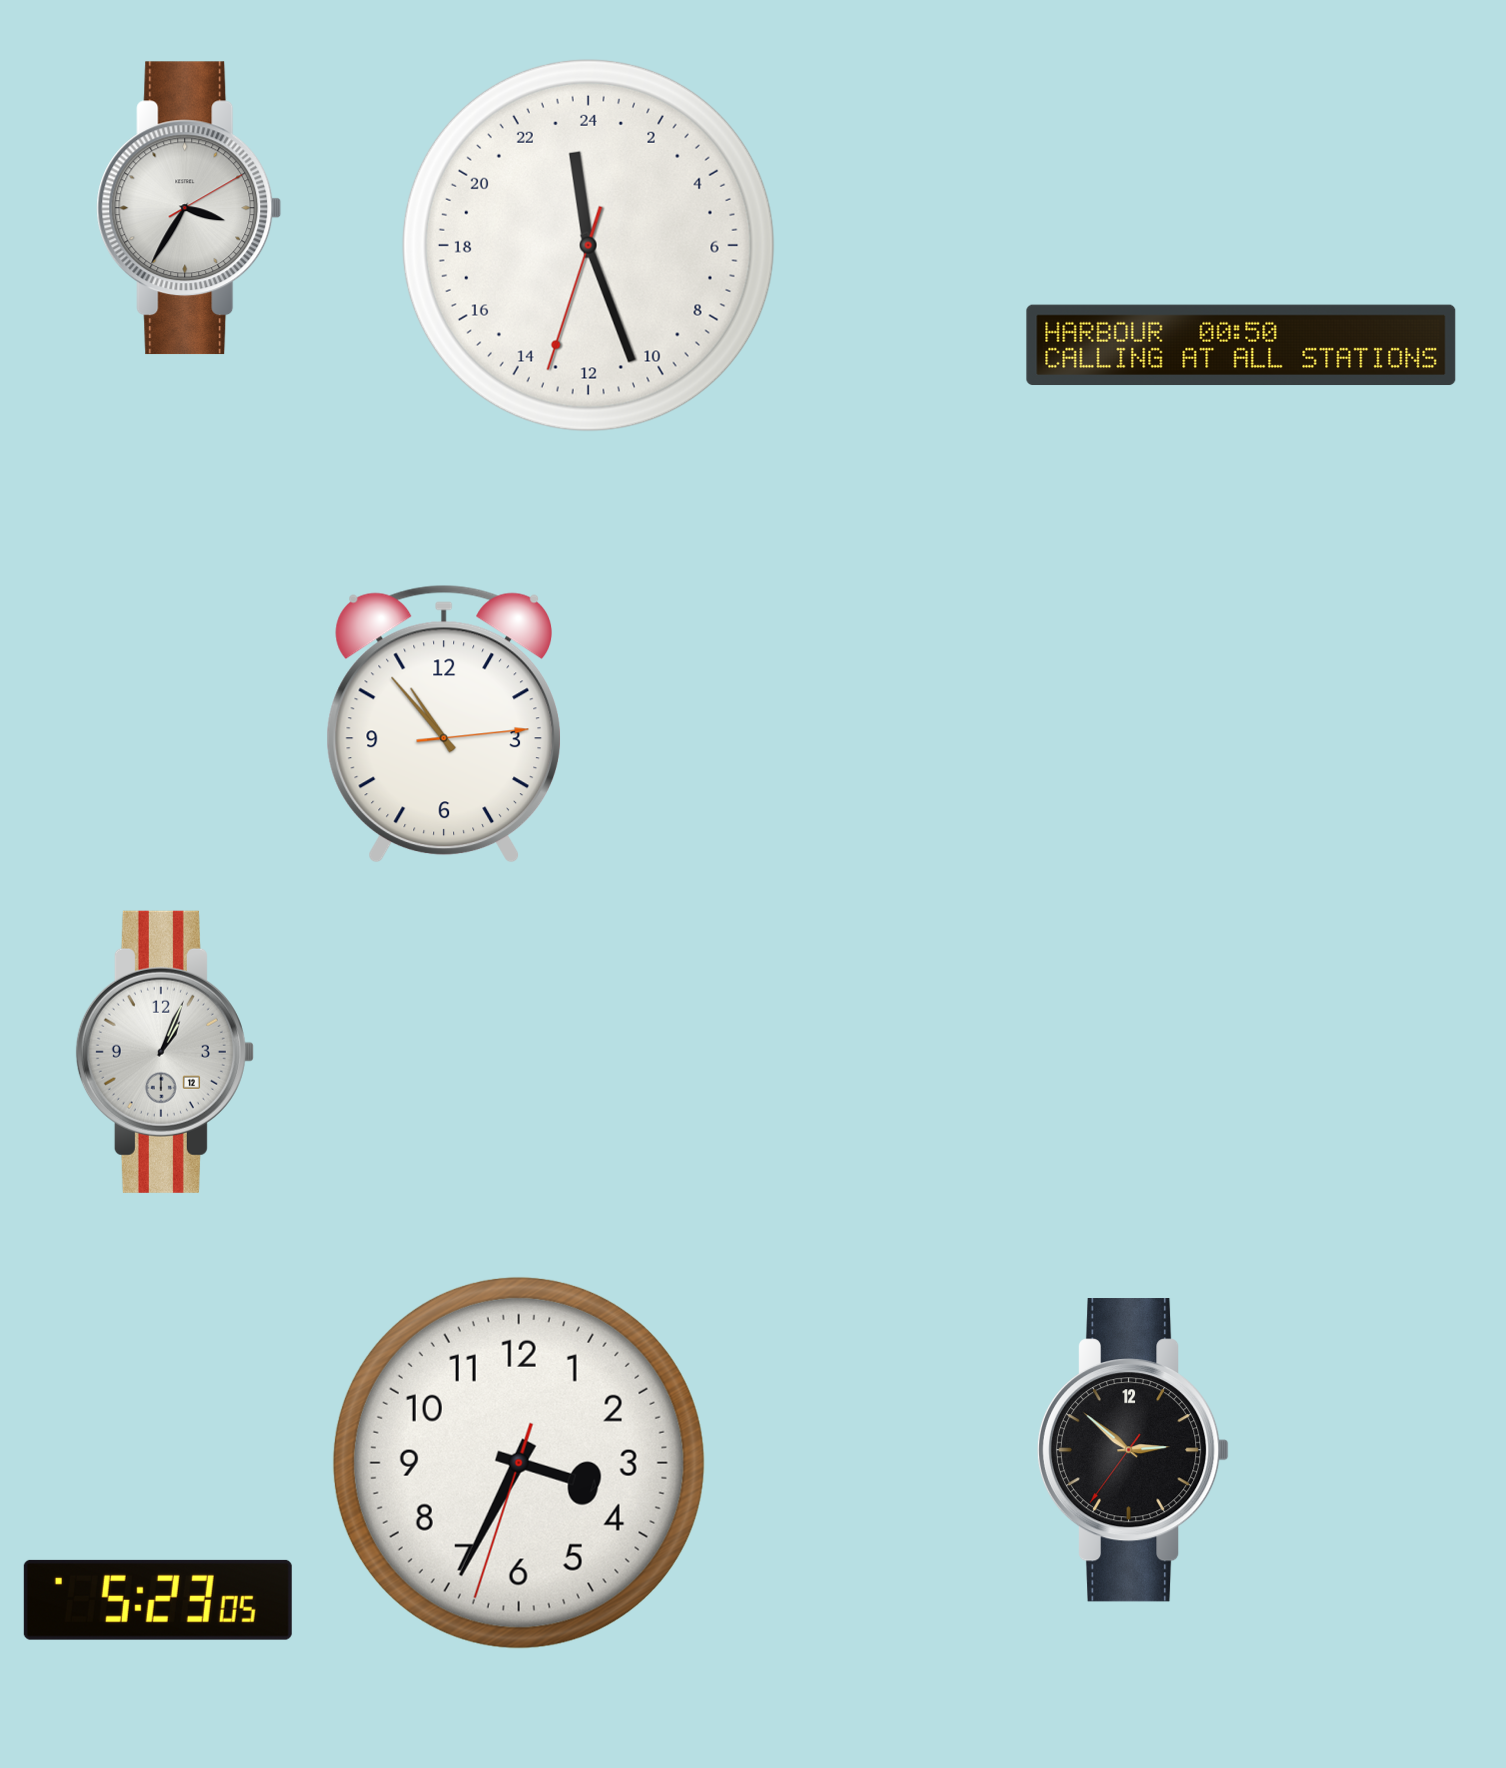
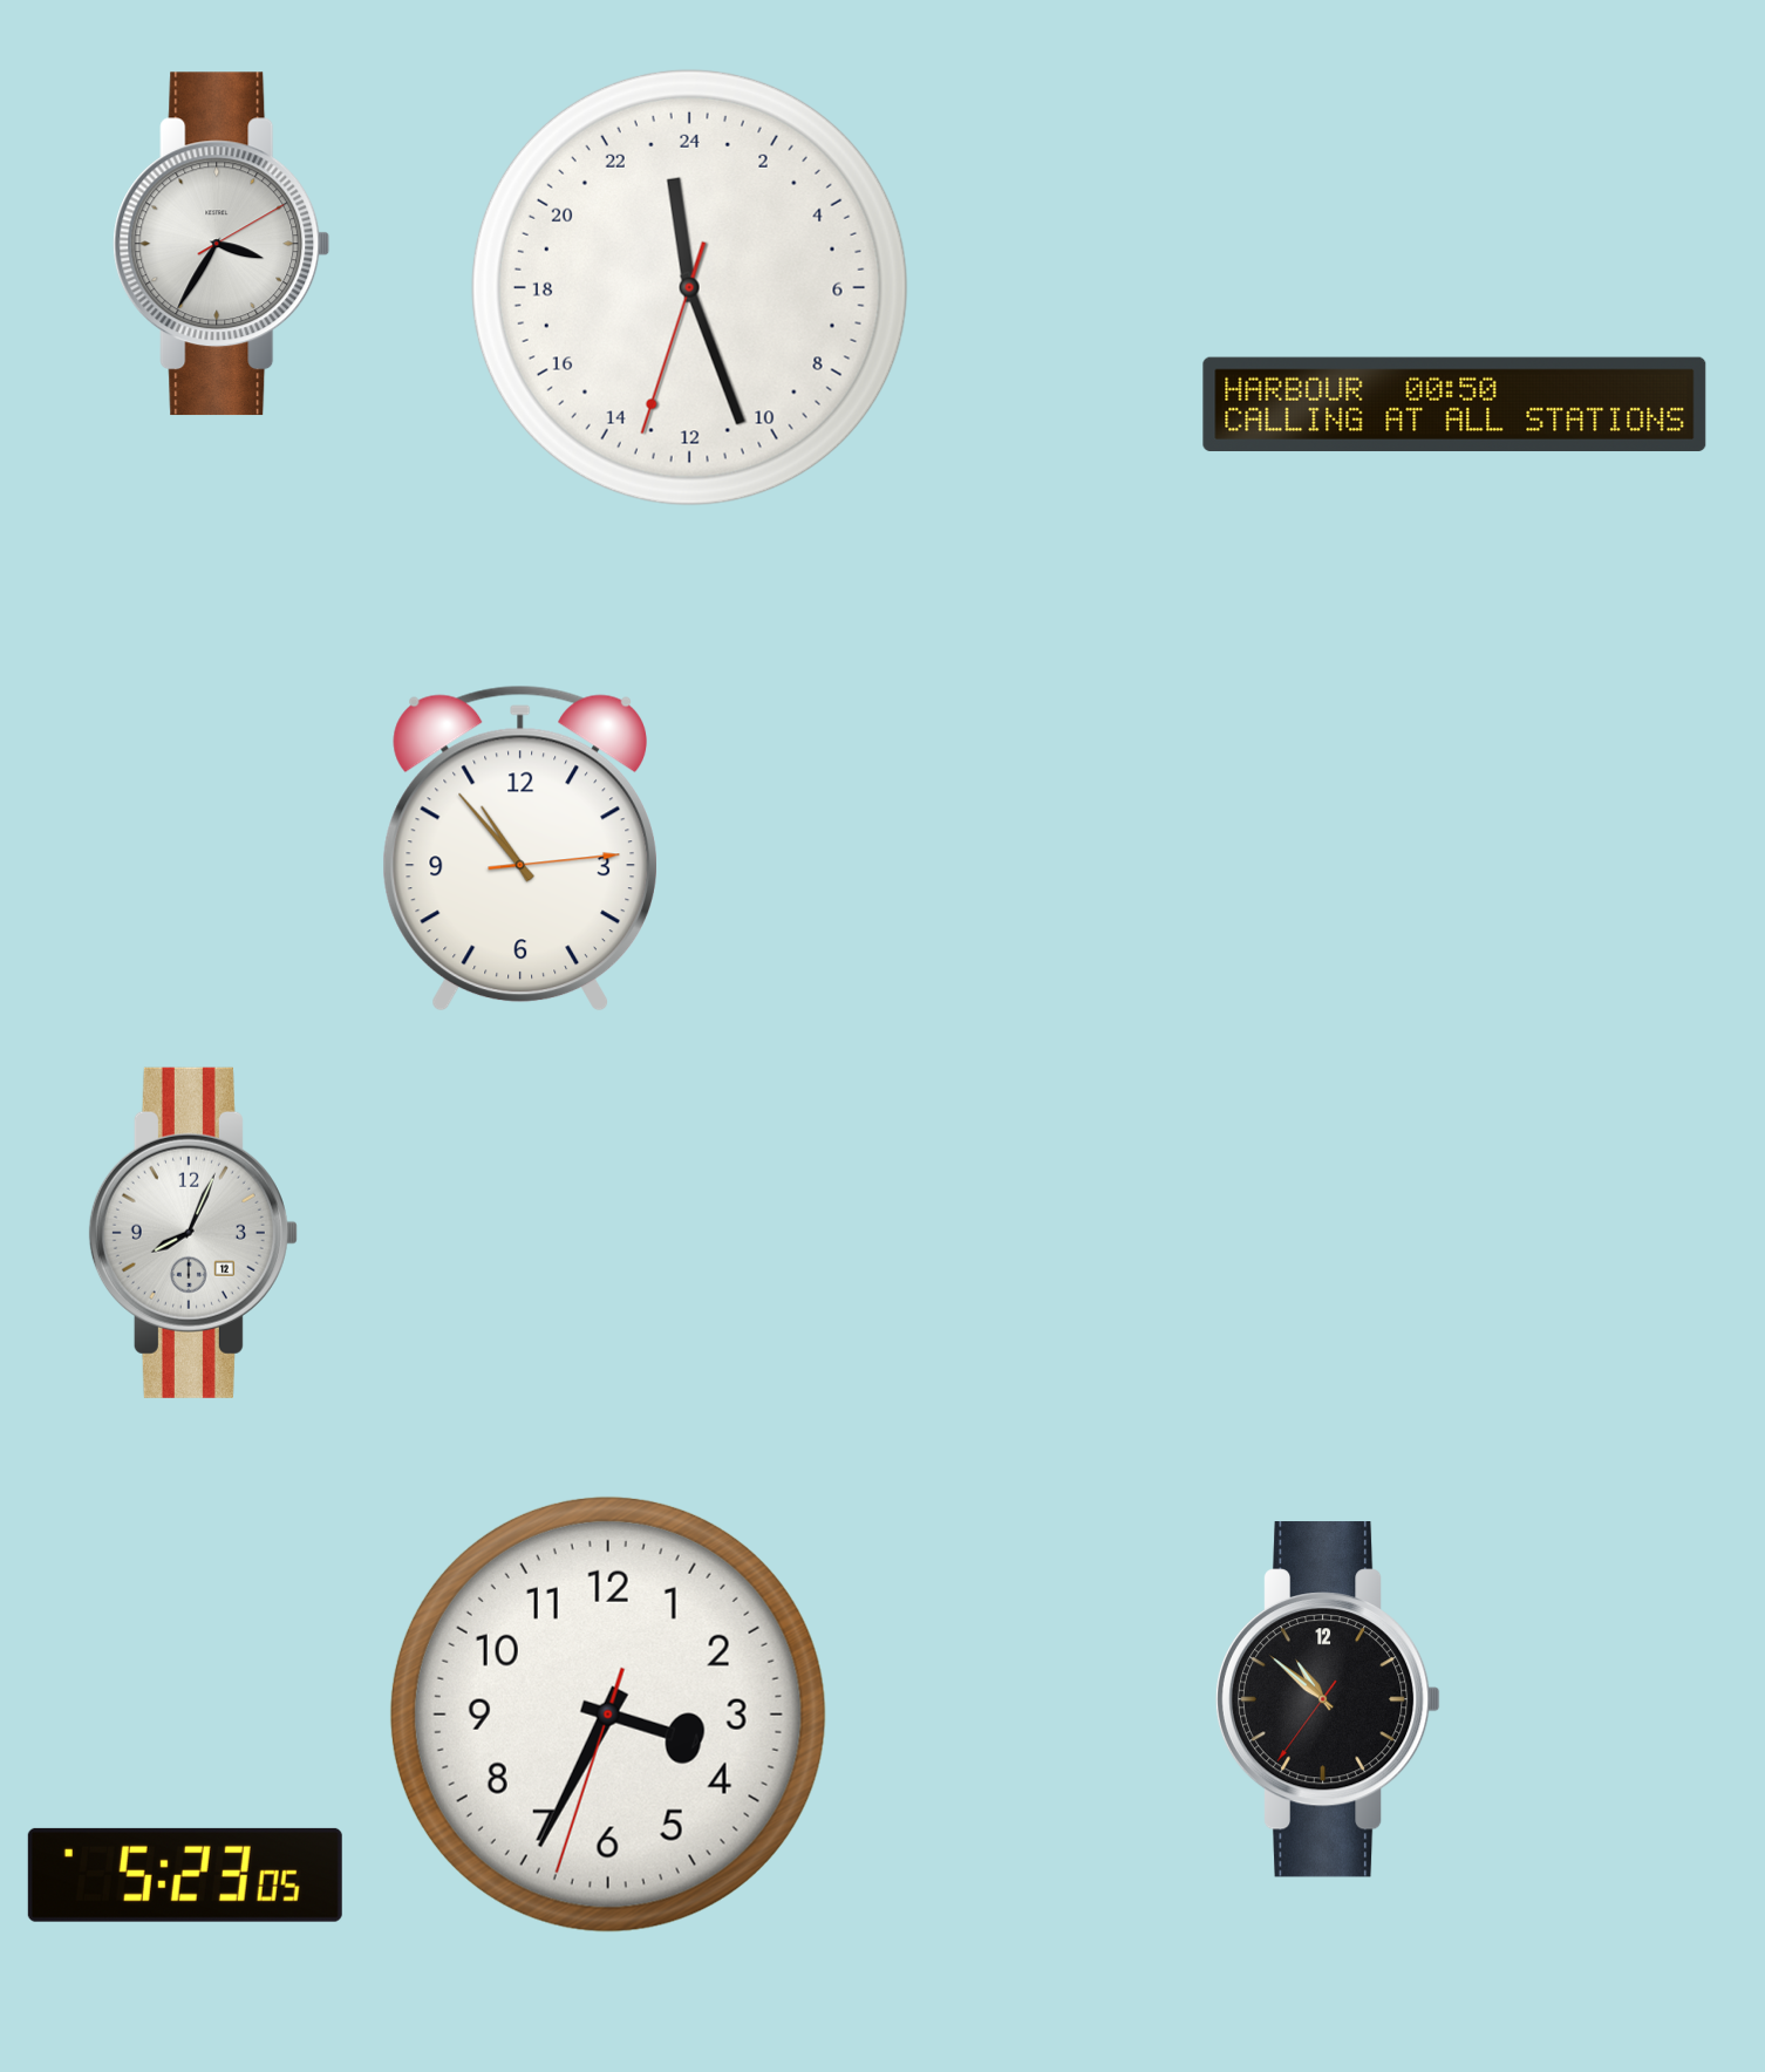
clock at (165, 1052): 1:04 -> 8:04
clock at (1133, 1450): 2:51 -> 10:51
